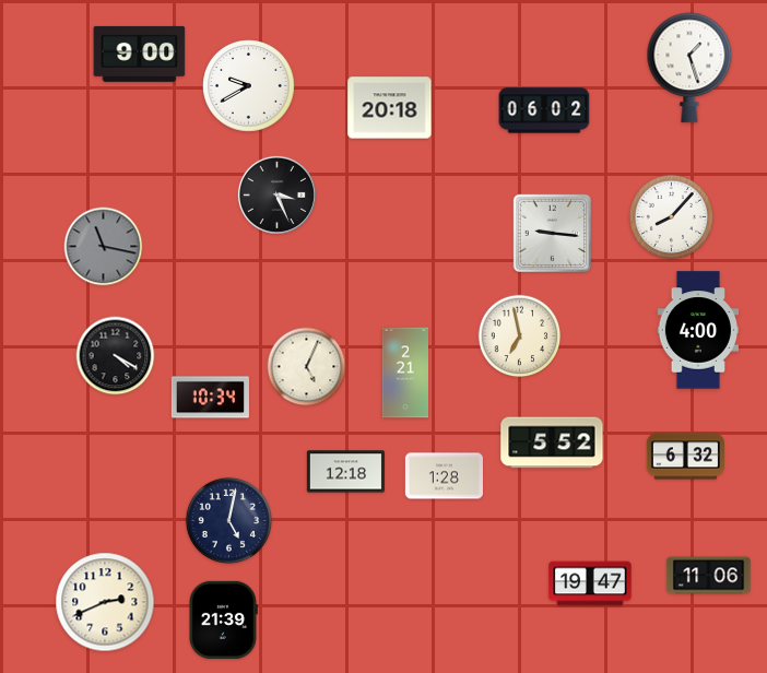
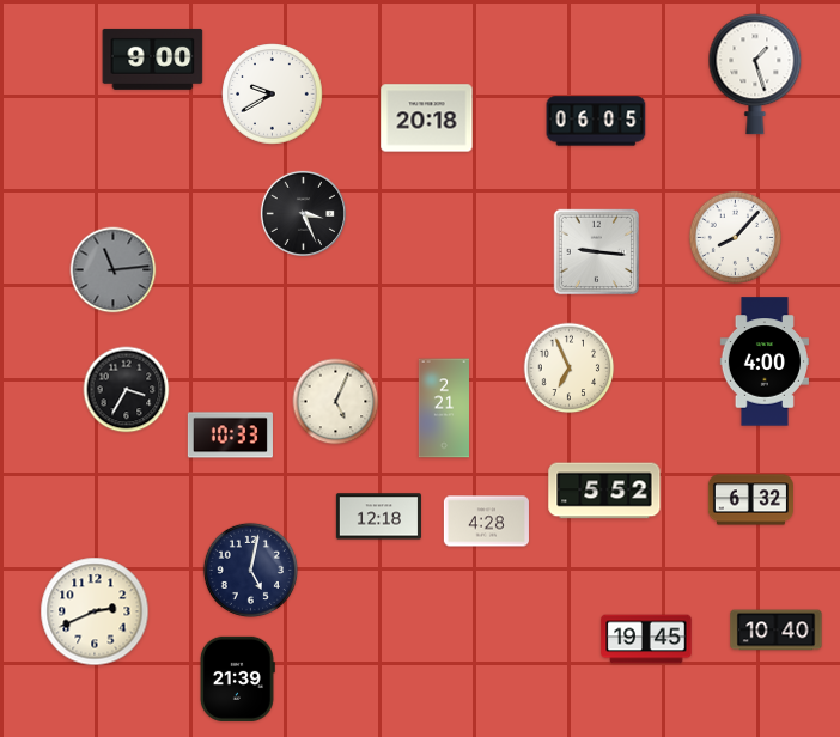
clock at (544, 110): 06:02 -> 06:05
clock at (553, 234) position: (553, 234) -> (597, 252)
clock at (104, 247): 11:17 -> 11:14
clock at (520, 336): 6:58 -> 6:56
clock at (116, 356): 4:20 -> 3:35
clock at (210, 398): 10:34 -> 10:33
clock at (552, 442) position: (552, 442) -> (604, 491)
clock at (444, 476): 1:28 -> 4:28
clock at (709, 576): 11:06 -> 10:40
clock at (590, 583): 19:47 -> 19:45
clock at (105, 602) position: (105, 602) -> (95, 611)
clock at (223, 619) position: (223, 619) -> (237, 678)
